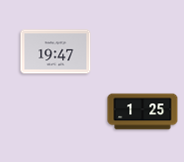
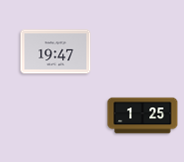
clock at (143, 112) position: (143, 112) -> (143, 116)
